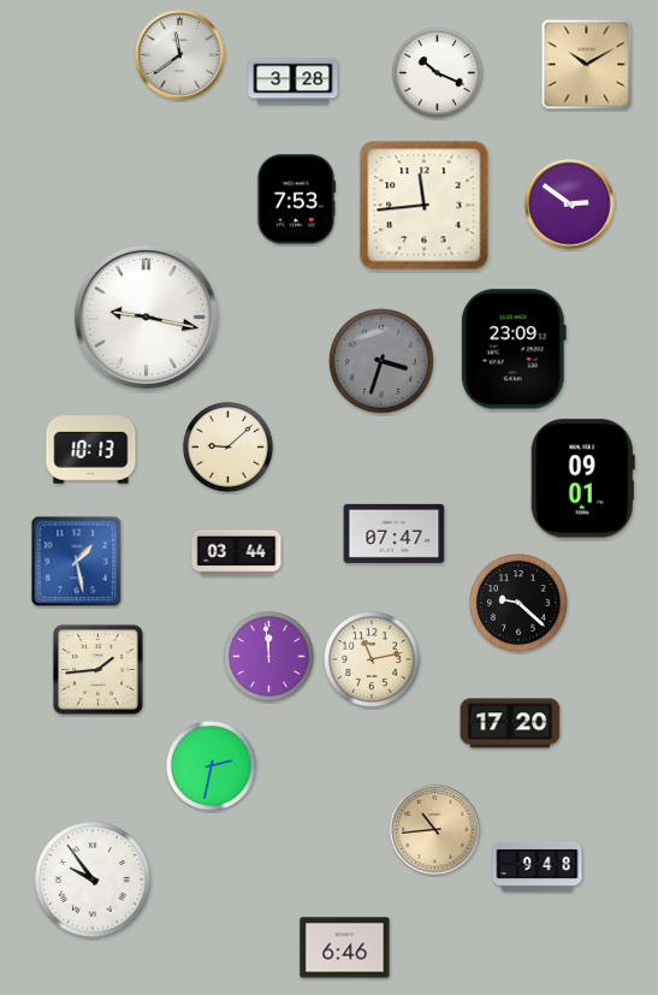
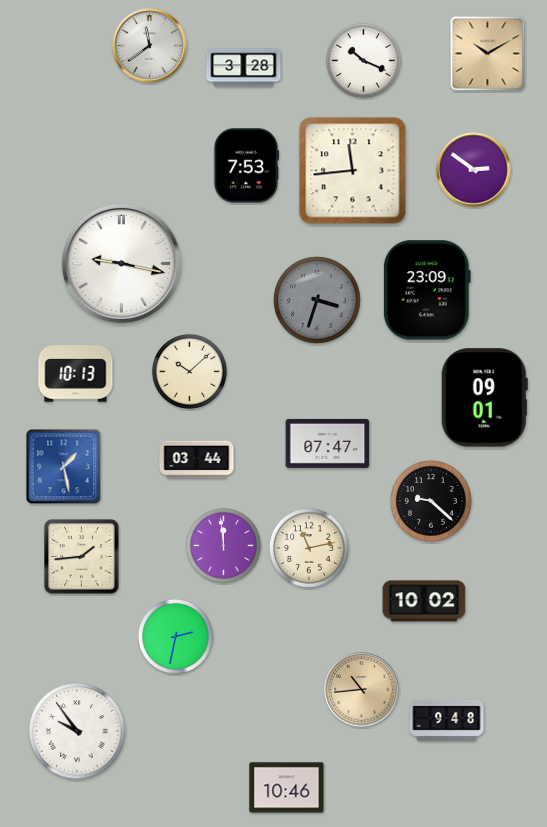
clock at (227, 446): 9:08 -> 10:08
clock at (510, 723): 17:20 -> 10:02
clock at (345, 948): 6:46 -> 10:46
